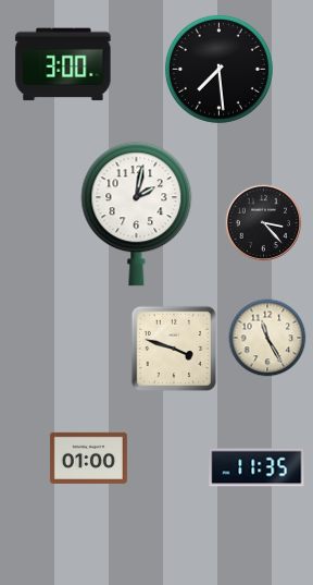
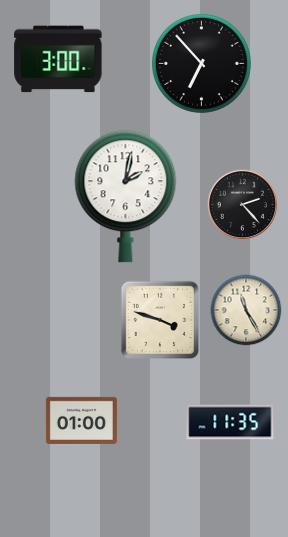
clock at (218, 69): 7:29 -> 6:53
clock at (263, 222): 3:23 -> 2:23
clock at (256, 467) position: (256, 467) -> (230, 422)
